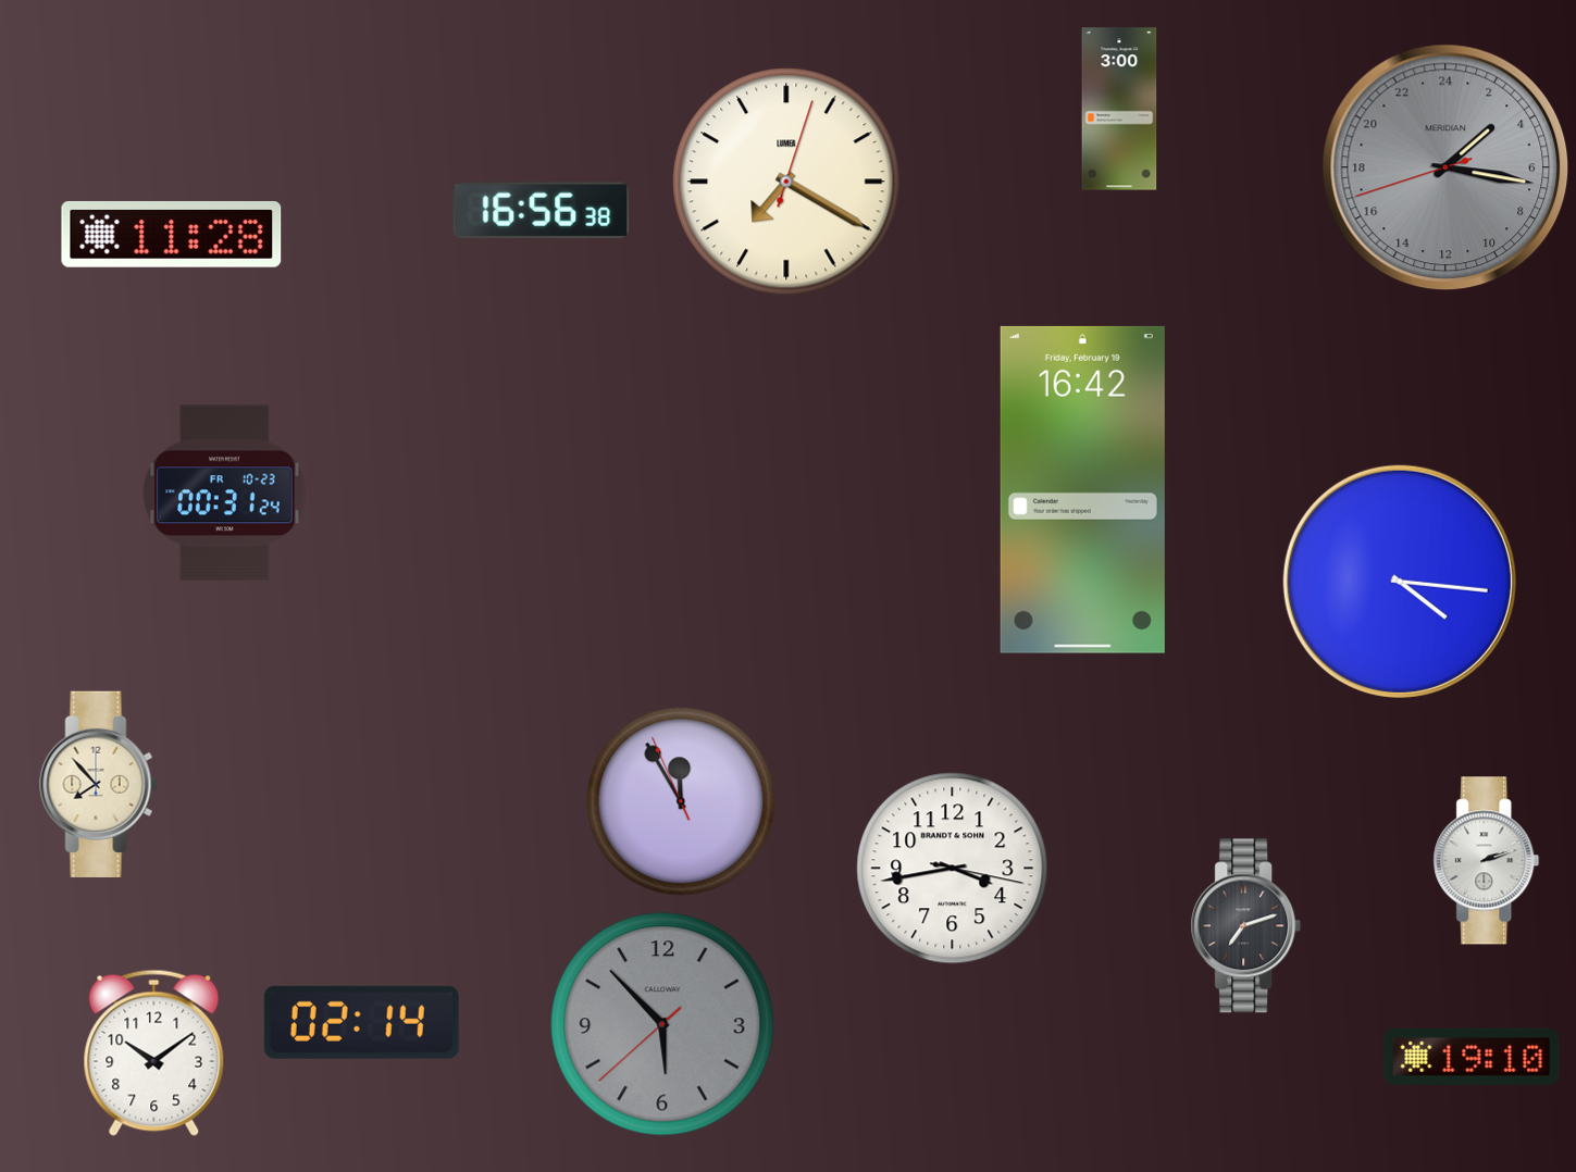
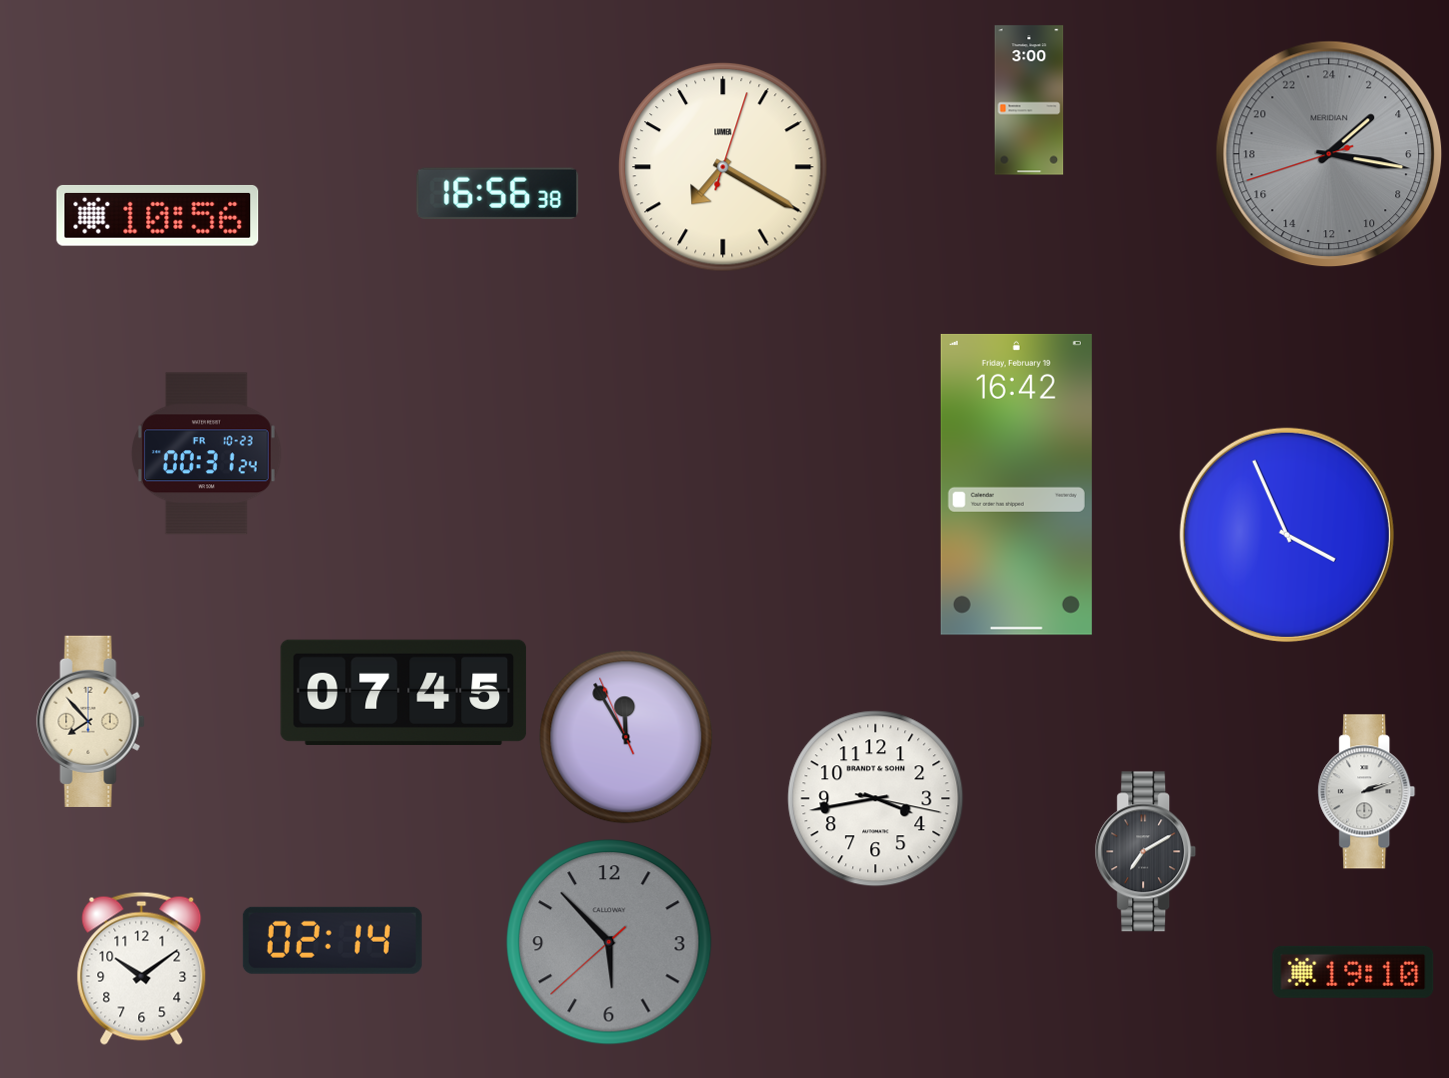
clock at (172, 234): 11:28 -> 10:56
clock at (1082, 489) position: (1082, 489) -> (1016, 484)
clock at (1400, 582): 4:16 -> 3:56
clock at (404, 692): none -> 07:45
clock at (1246, 926): 7:12 -> 7:10
